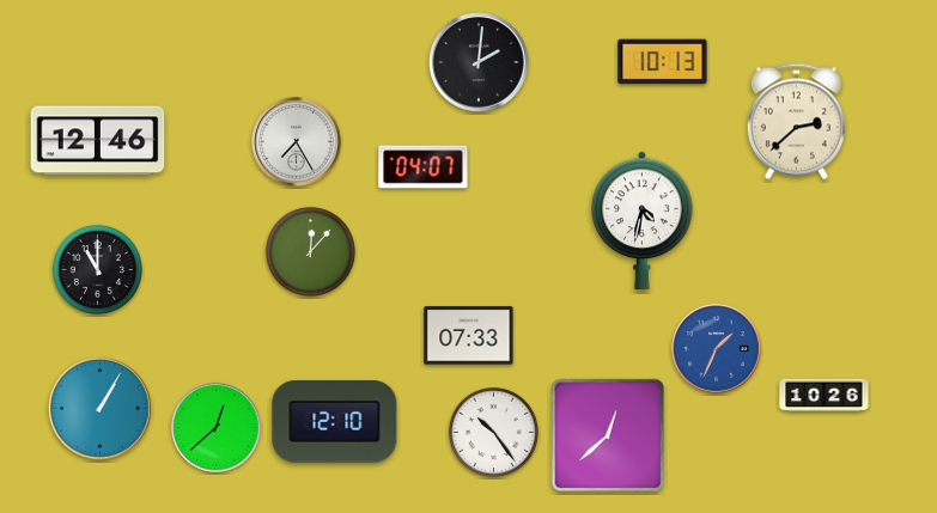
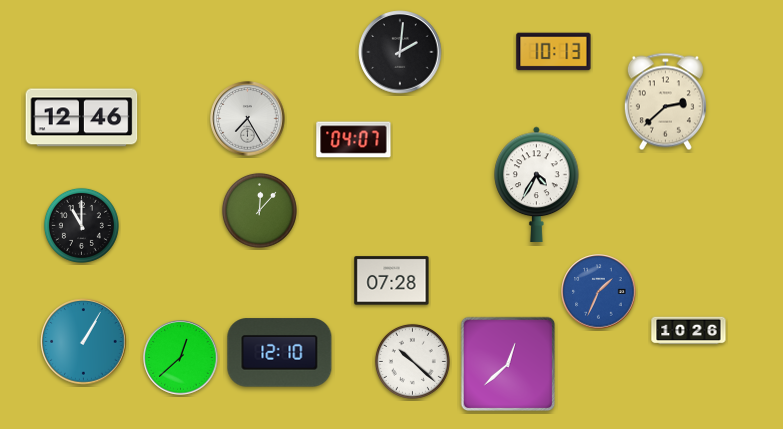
clock at (643, 220): 4:32 -> 4:35
clock at (469, 336): 07:33 -> 07:28
clock at (493, 432): 10:24 -> 10:22
